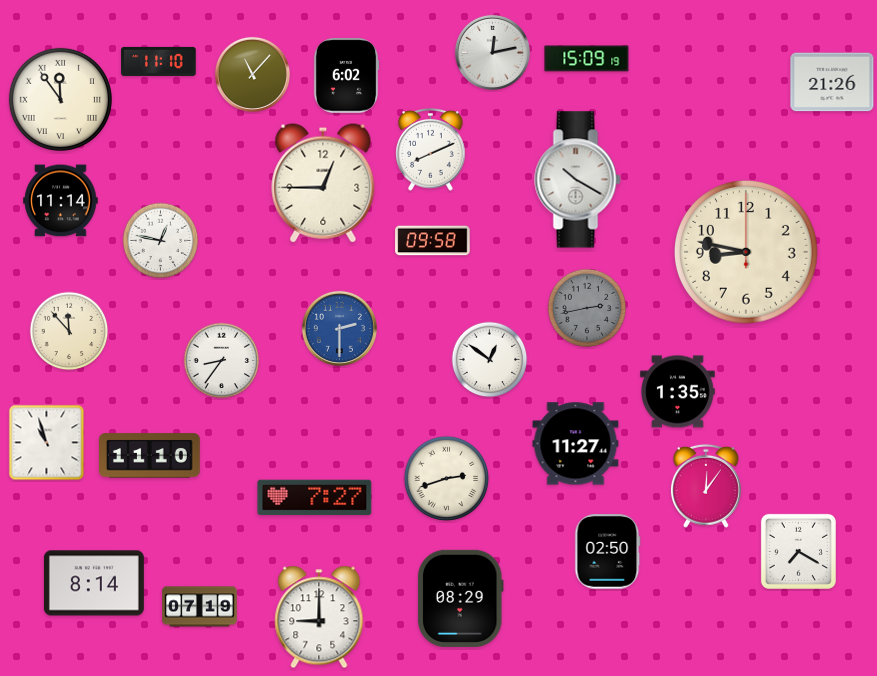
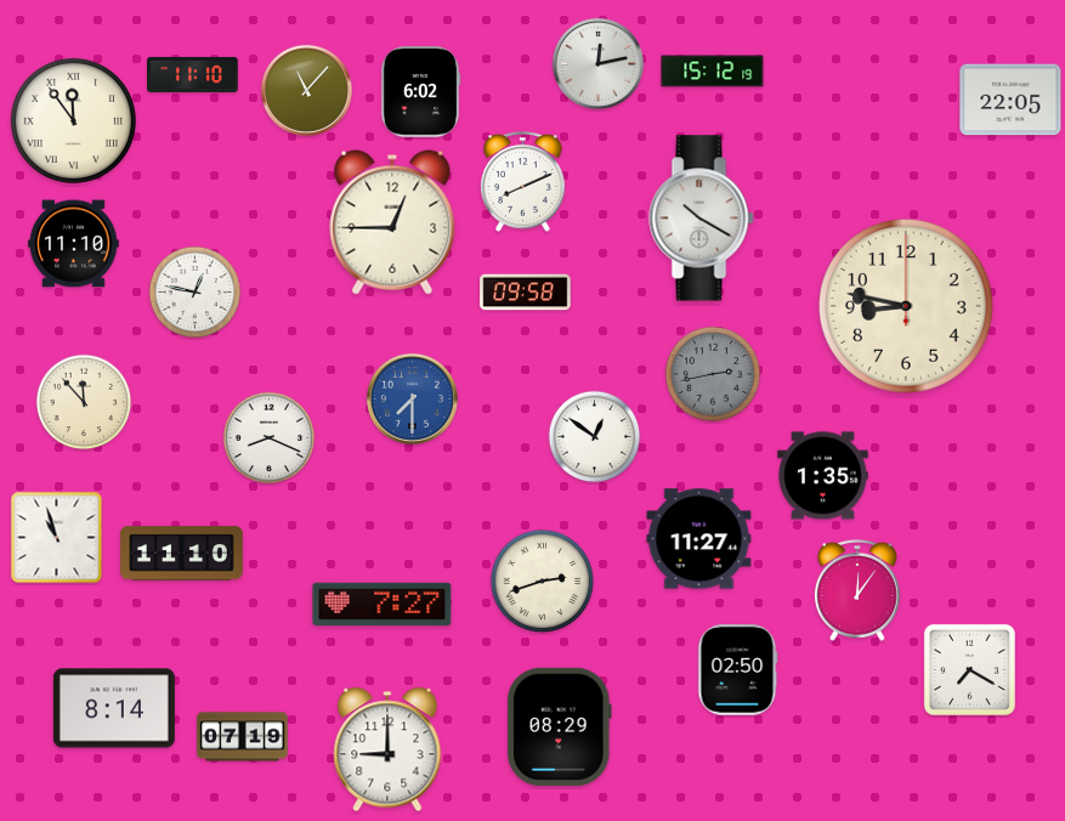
clock at (587, 59): 15:09 -> 15:12
clock at (832, 82): 21:26 -> 22:05
clock at (61, 201): 11:14 -> 11:10
clock at (339, 328): 2:30 -> 7:30
clock at (222, 361): 8:36 -> 8:19
